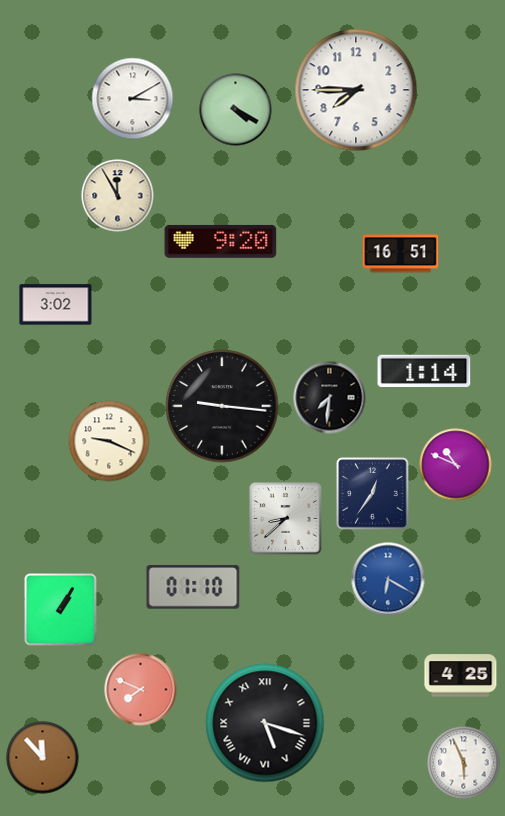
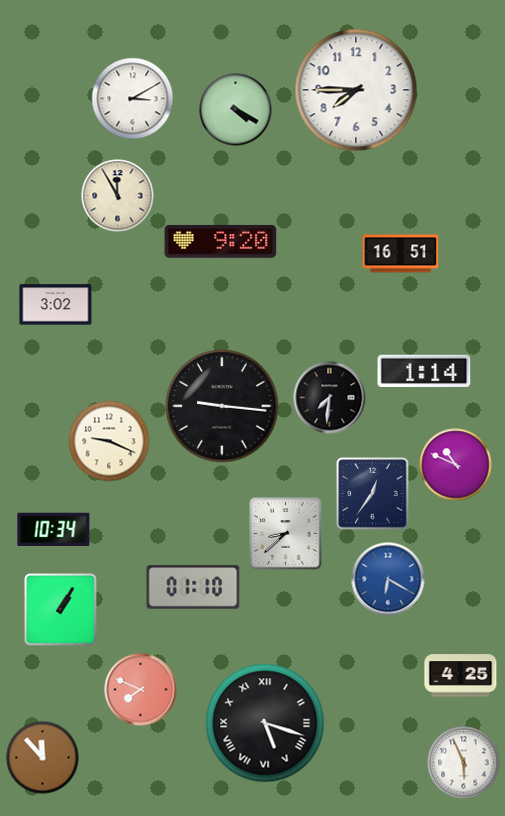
clock at (286, 519) position: (286, 519) -> (286, 534)
clock at (54, 530): none -> 10:34
